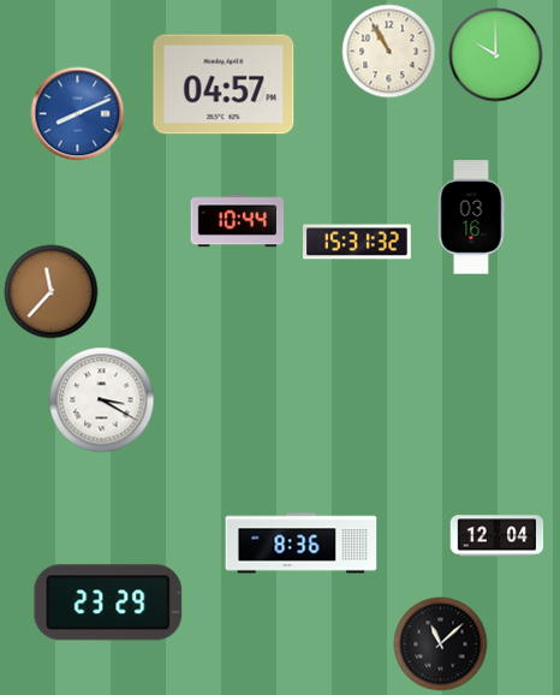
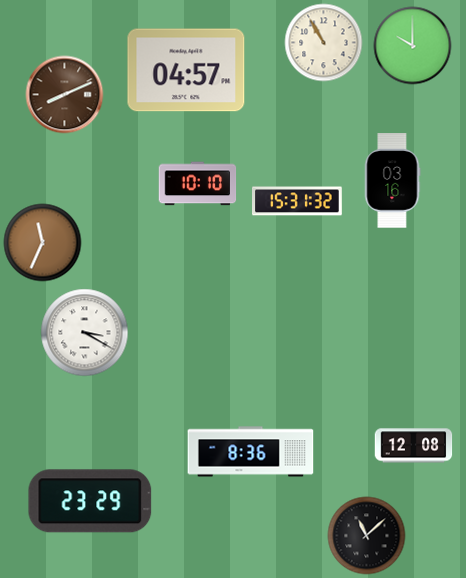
clock at (77, 113) dial: blue -> brown
clock at (237, 221): 10:44 -> 10:10
clock at (50, 291): 11:37 -> 11:34
clock at (496, 536): 12:04 -> 12:08
